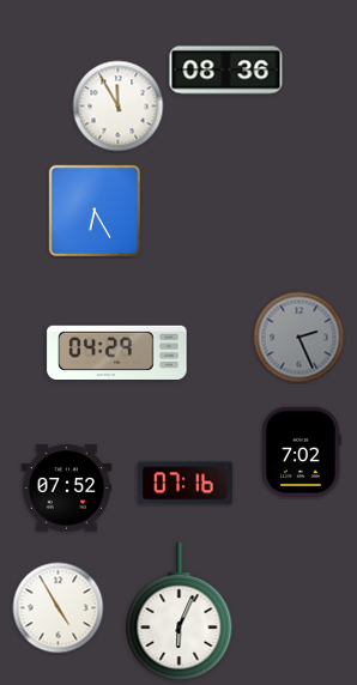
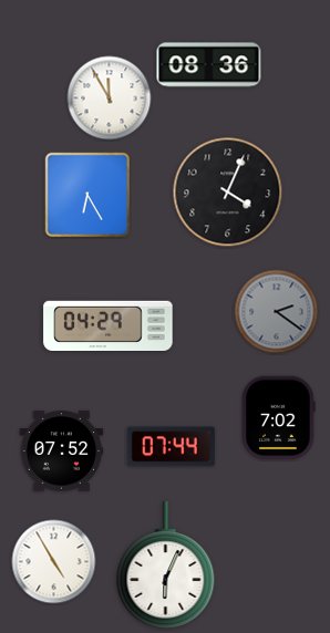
clock at (228, 193): none -> 4:04
clock at (299, 338): 2:26 -> 2:21
clock at (184, 484): 07:16 -> 07:44
